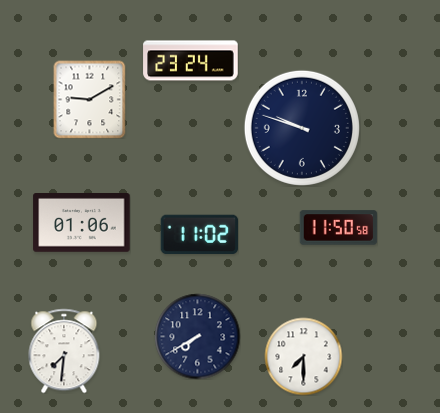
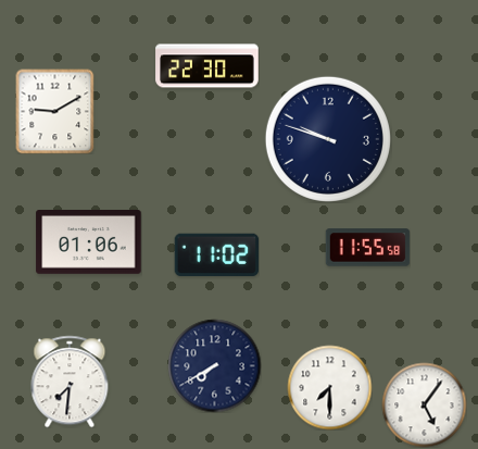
clock at (191, 61): 23:24 -> 22:30
clock at (90, 99) position: (90, 99) -> (55, 111)
clock at (338, 228): 11:50 -> 11:55
clock at (424, 404): none -> 5:06
